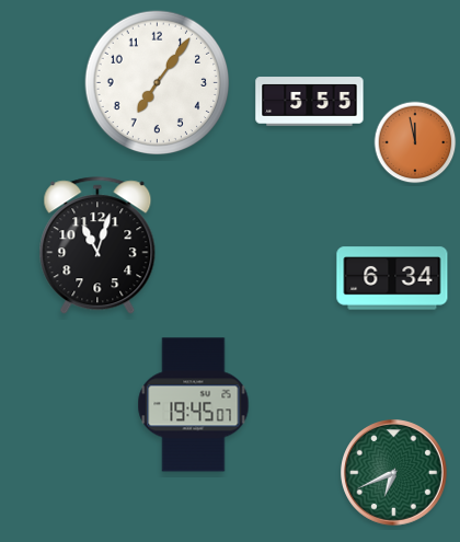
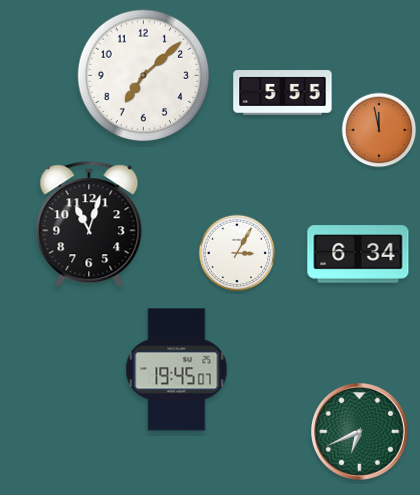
clock at (158, 83): 7:06 -> 7:08
clock at (237, 253): none -> 3:05
